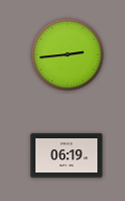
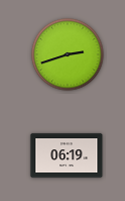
clock at (68, 55): 2:44 -> 2:42
